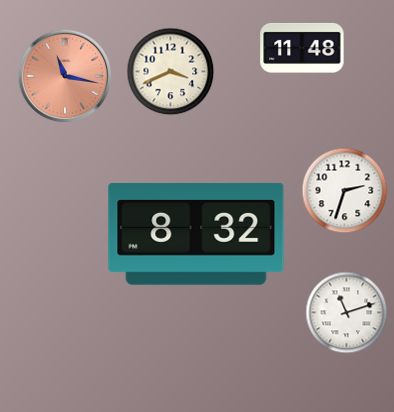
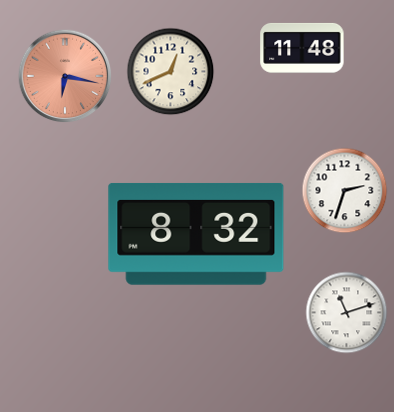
clock at (171, 72): 3:41 -> 12:41
clock at (65, 76): 11:17 -> 6:17
